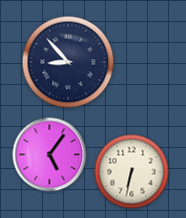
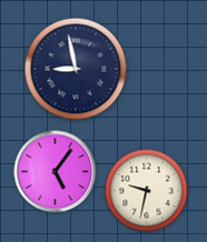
clock at (68, 62): 8:53 -> 8:58
clock at (132, 172): 6:32 -> 9:32
